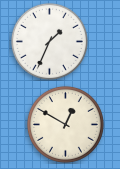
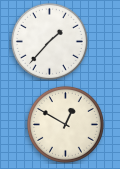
clock at (49, 41): 1:34 -> 1:37
